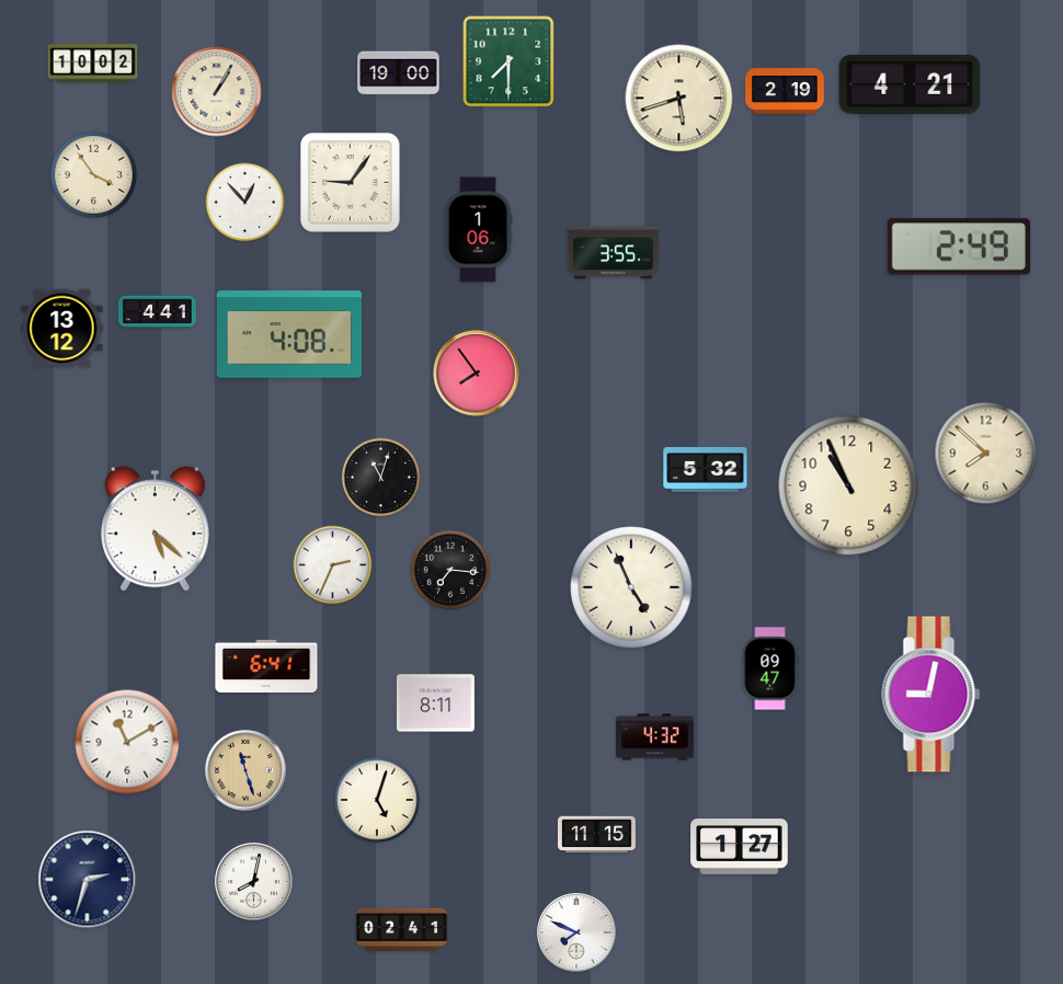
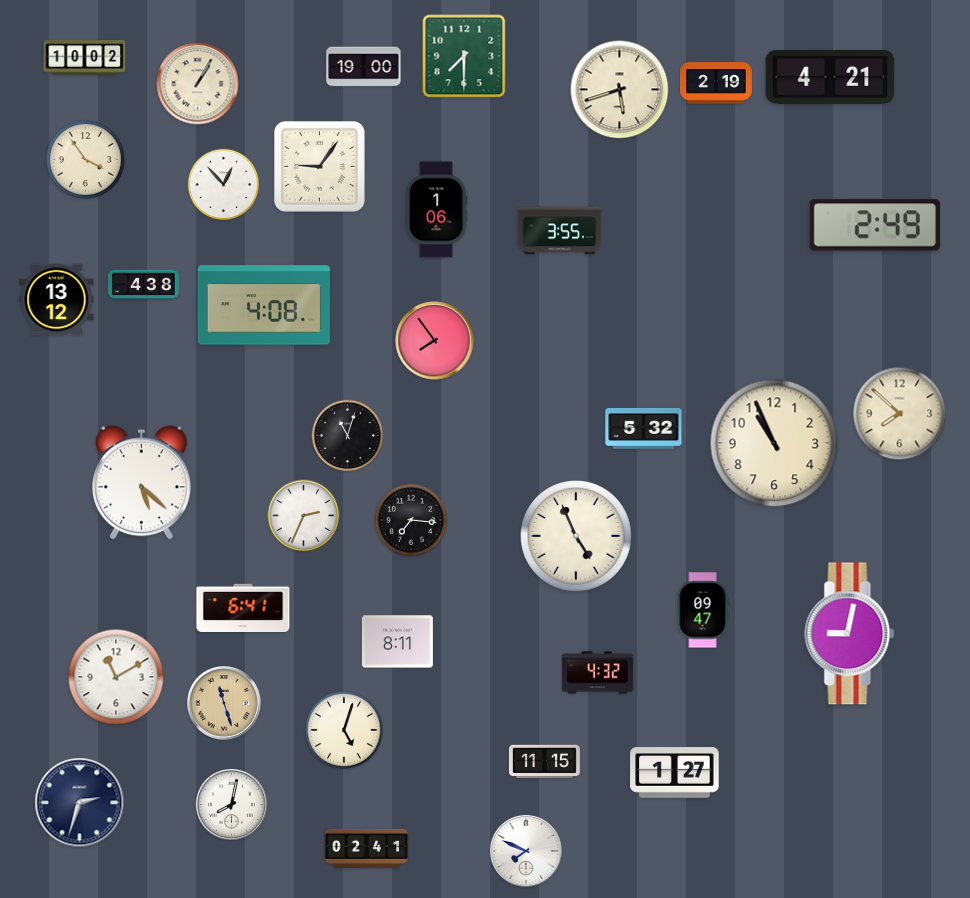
clock at (157, 312): 4:41 -> 4:38
